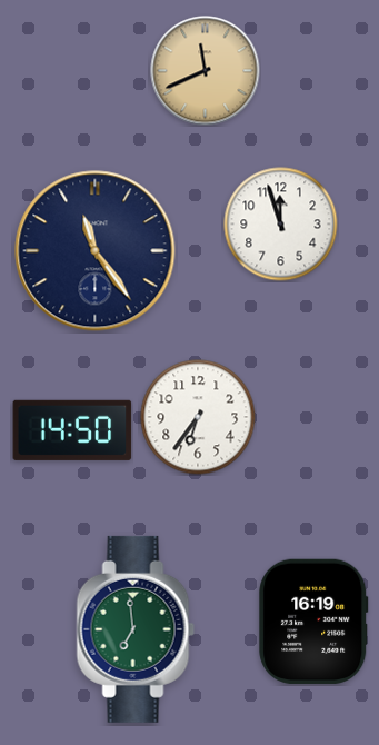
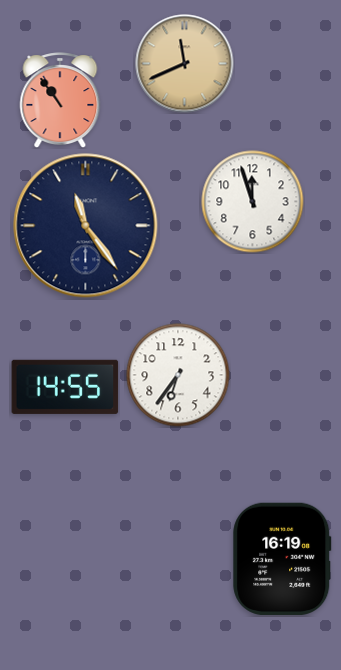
clock at (60, 100): none -> 10:54
clock at (72, 430): 14:50 -> 14:55
clock at (136, 629): 6:59 -> none
